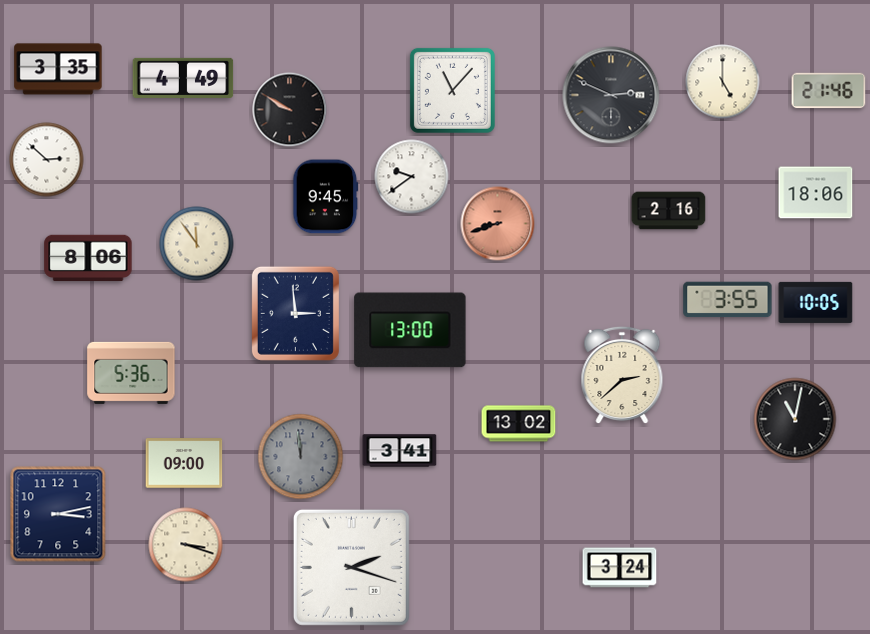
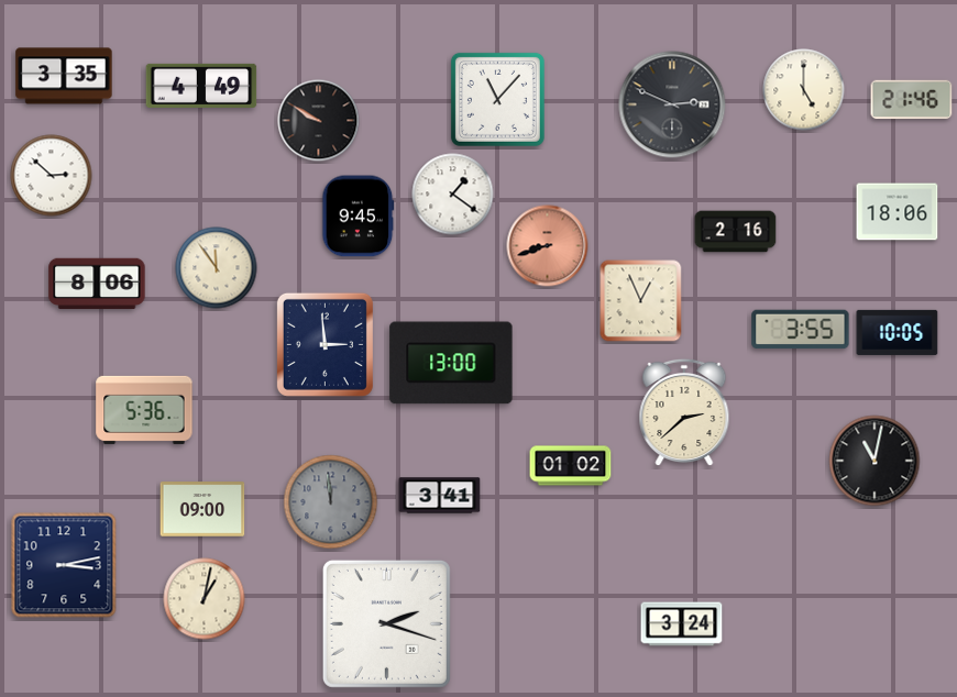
clock at (723, 82) position: (723, 82) -> (804, 90)
clock at (412, 177): 9:39 -> 1:21
clock at (641, 301): none -> 12:56
clock at (519, 424): 13:02 -> 01:02
clock at (186, 545): 3:18 -> 1:02
